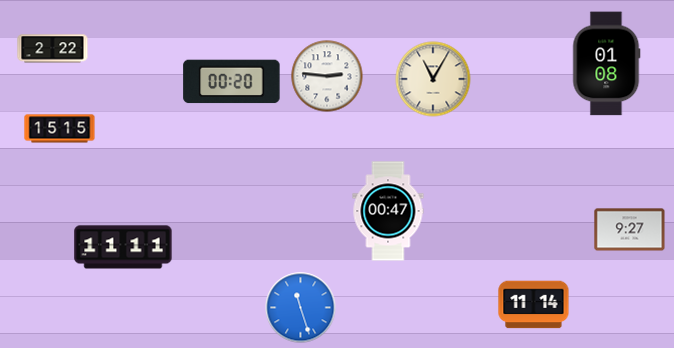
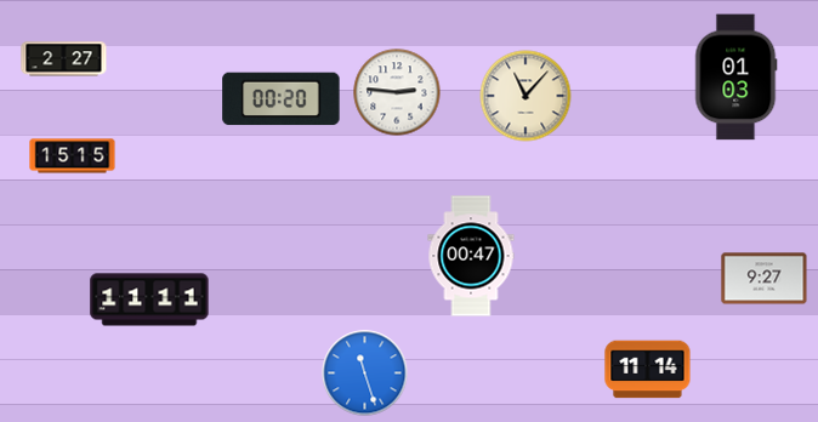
clock at (53, 49): 2:22 -> 2:27
clock at (607, 64): 01:08 -> 01:03
clock at (433, 79): 11:05 -> 11:07
